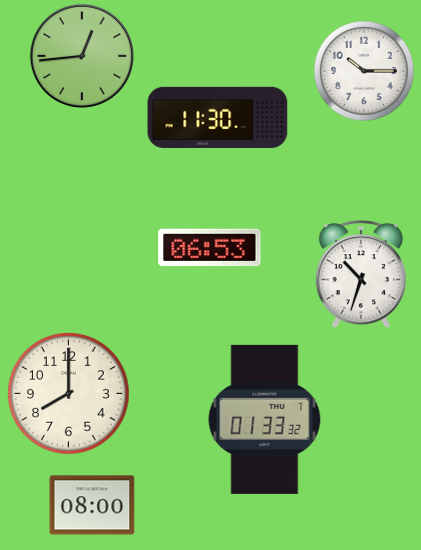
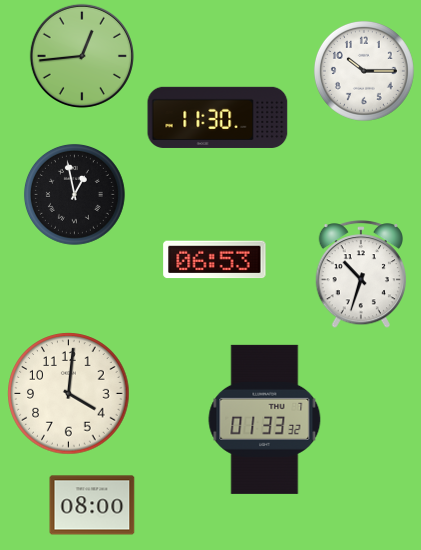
clock at (74, 194): none -> 12:58
clock at (210, 248) position: (210, 248) -> (215, 260)
clock at (69, 394): 8:00 -> 4:01
